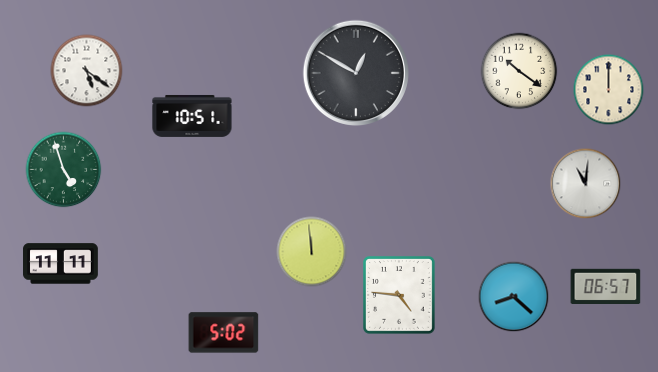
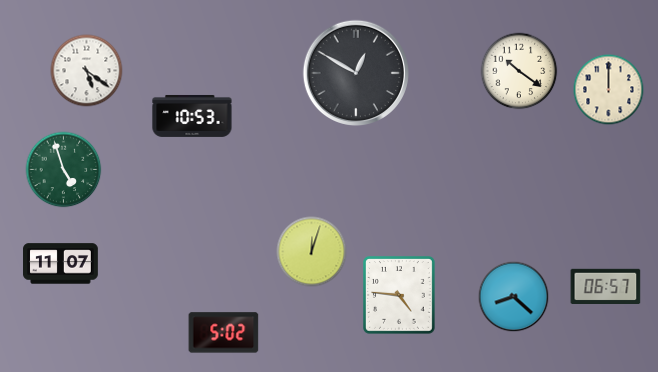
clock at (192, 116): 10:51 -> 10:53
clock at (586, 184): 11:01 -> none
clock at (312, 252): 11:59 -> 12:03
clock at (61, 264): 11:11 -> 11:07
